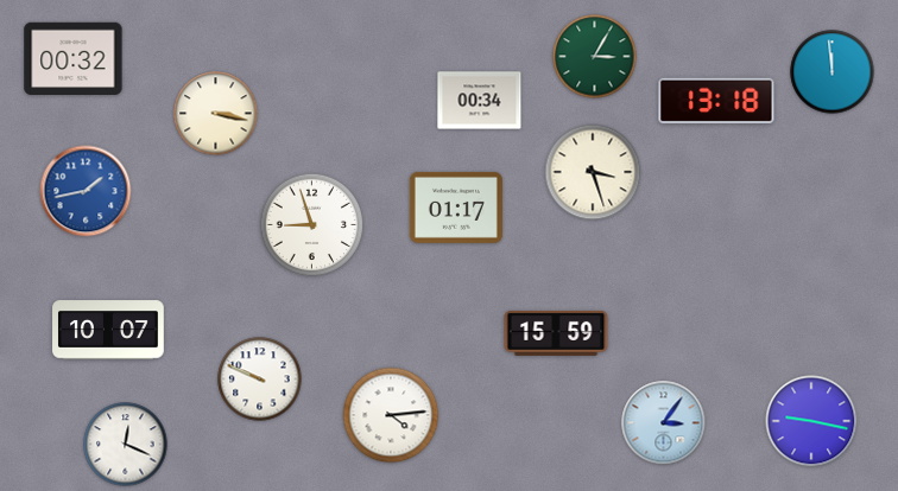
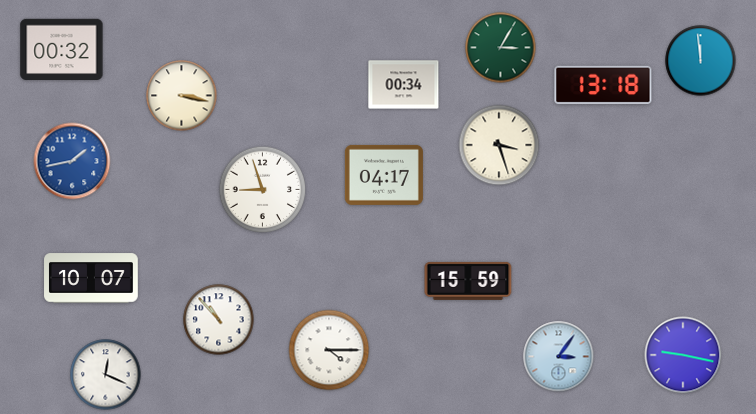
clock at (456, 208): 01:17 -> 04:17
clock at (260, 380): 9:49 -> 10:53
clock at (391, 415): 4:14 -> 4:15
